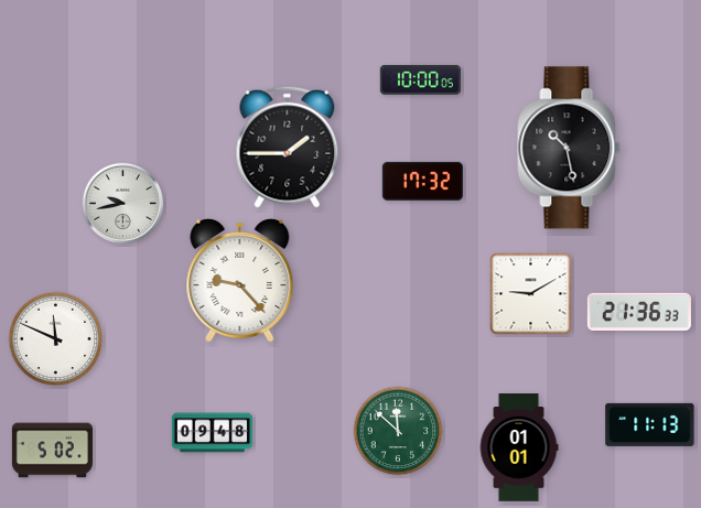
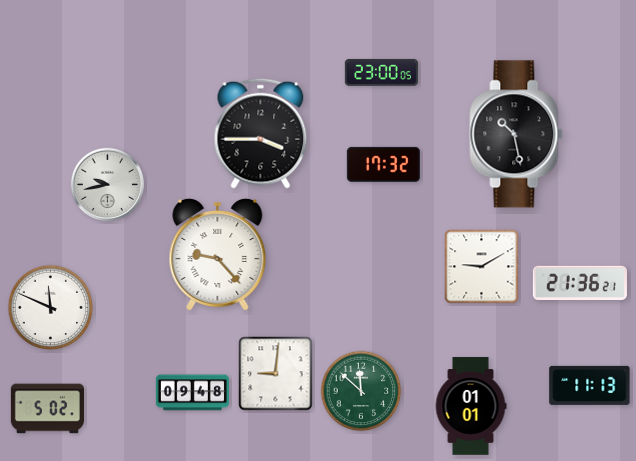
clock at (420, 79): 10:00 -> 23:00
clock at (288, 147): 1:45 -> 3:45
clock at (123, 204) position: (123, 204) -> (108, 185)
clock at (639, 311): 21:36:33 -> 21:36:21
clock at (276, 374): none -> 9:01
